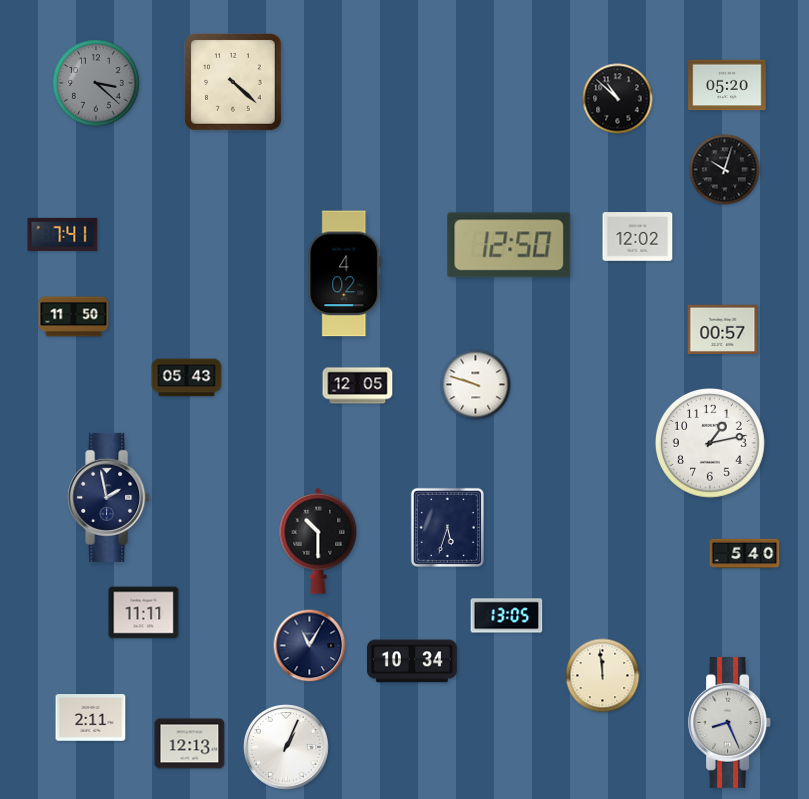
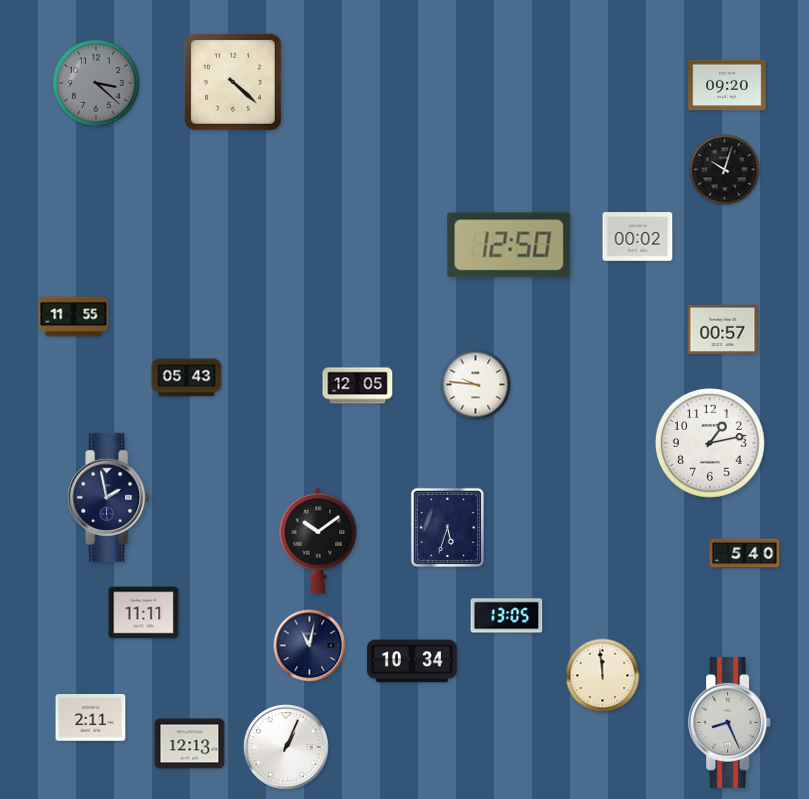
clock at (727, 85): 05:20 -> 09:20
clock at (618, 99): 10:52 -> none
clock at (63, 234): 7:41 -> none
clock at (638, 237): 12:02 -> 00:02
clock at (345, 274): 4:02 -> none
clock at (74, 317): 11:50 -> 11:55
clock at (476, 385): 9:48 -> 9:46
clock at (318, 541): 10:30 -> 10:09
clock at (310, 646): 11:05 -> 11:02
